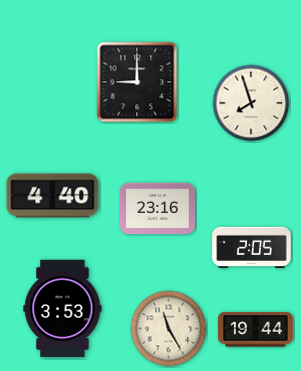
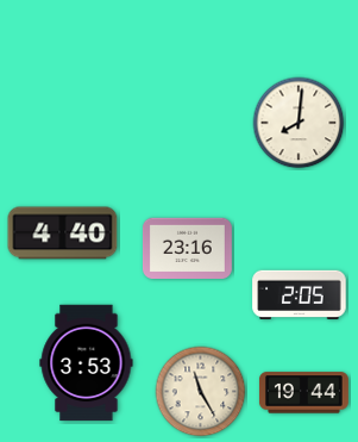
clock at (137, 82): 9:00 -> none
clock at (251, 103): 7:57 -> 8:01
clock at (63, 309) position: (63, 309) -> (87, 363)
